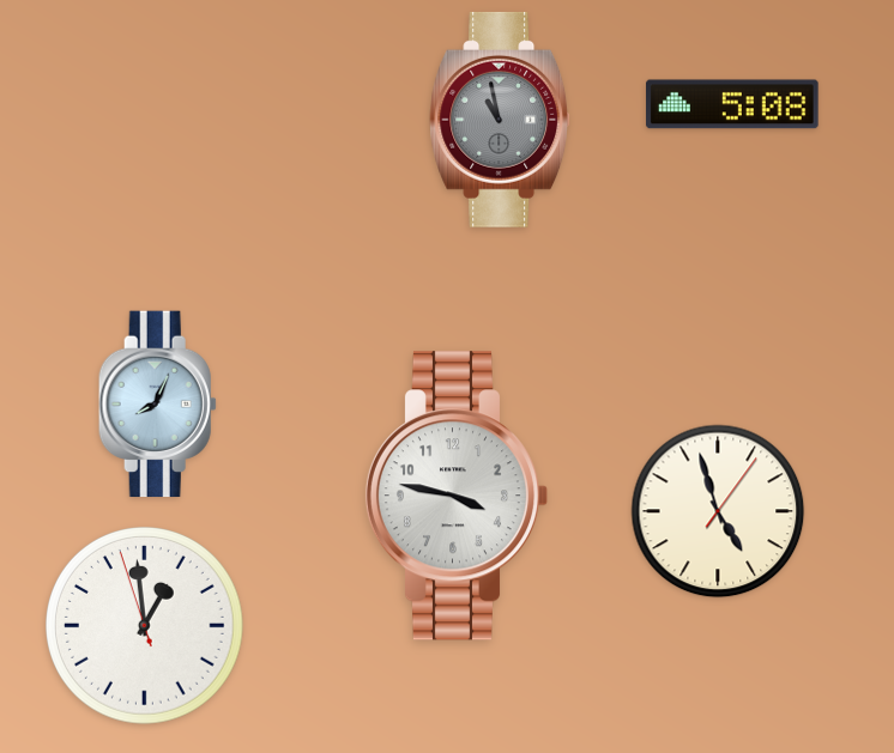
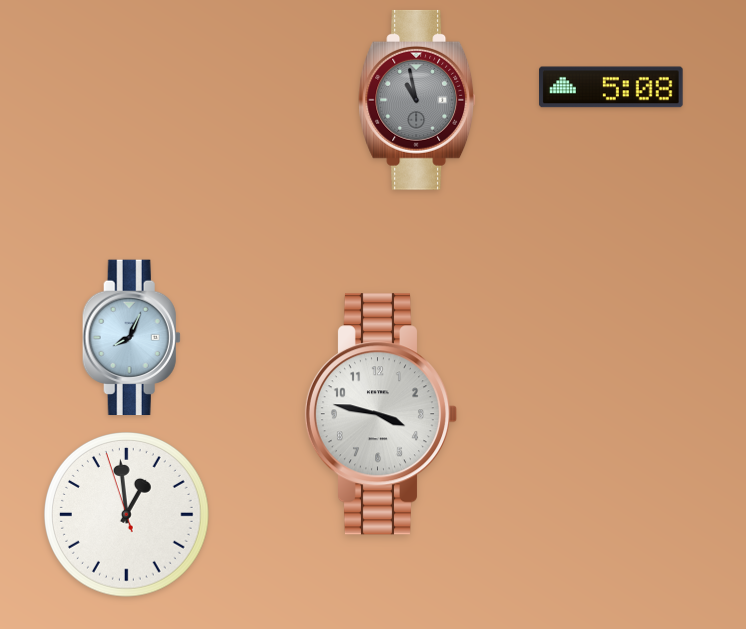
clock at (718, 511): 4:57 -> none
clock at (145, 626) position: (145, 626) -> (127, 515)
